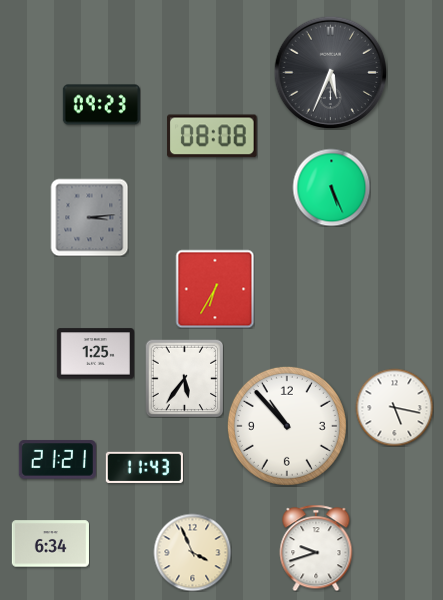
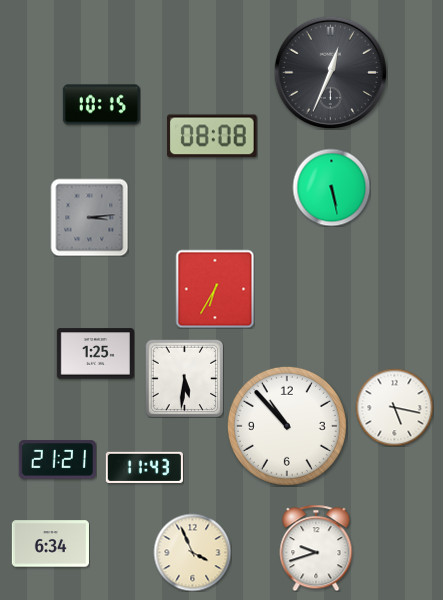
clock at (330, 72): 5:34 -> 12:34
clock at (101, 105): 09:23 -> 10:15
clock at (331, 187): 5:26 -> 5:28
clock at (184, 378): 5:36 -> 5:31
